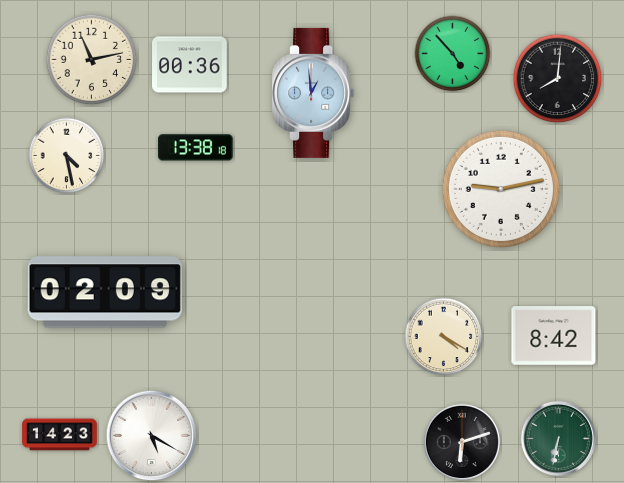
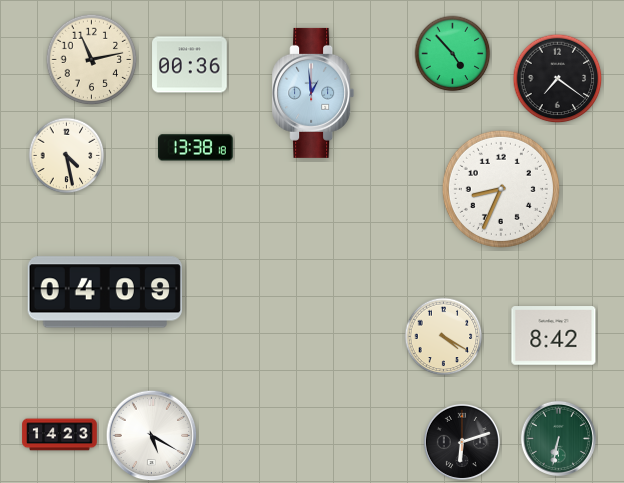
clock at (558, 79): 8:01 -> 7:21
clock at (501, 189): 9:13 -> 8:34
clock at (105, 292): 02:09 -> 04:09
